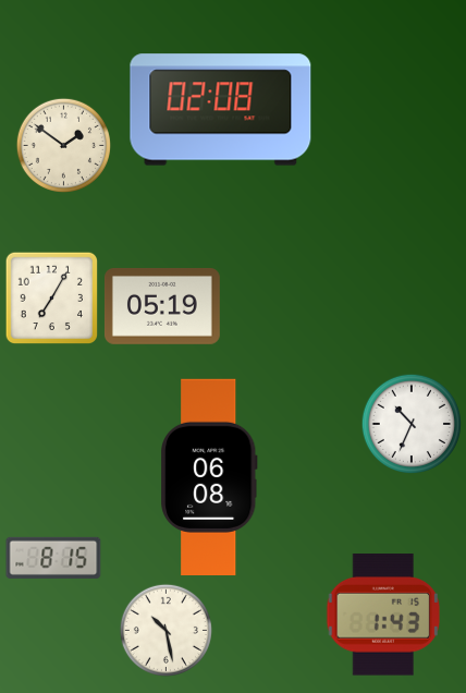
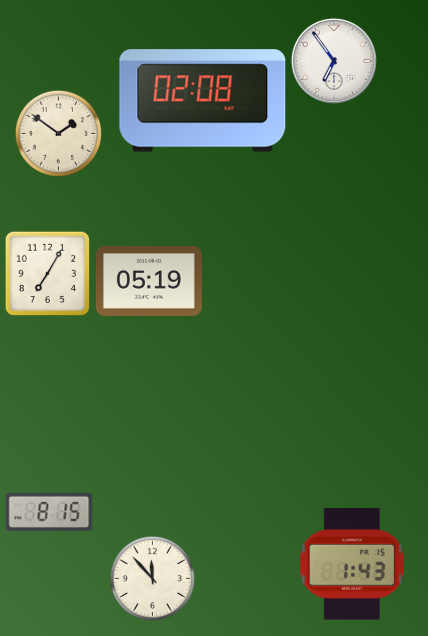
clock at (334, 61): none -> 6:54
clock at (412, 424): 10:34 -> none
clock at (209, 476): 06:08 -> none
clock at (165, 630): 10:28 -> 11:53
